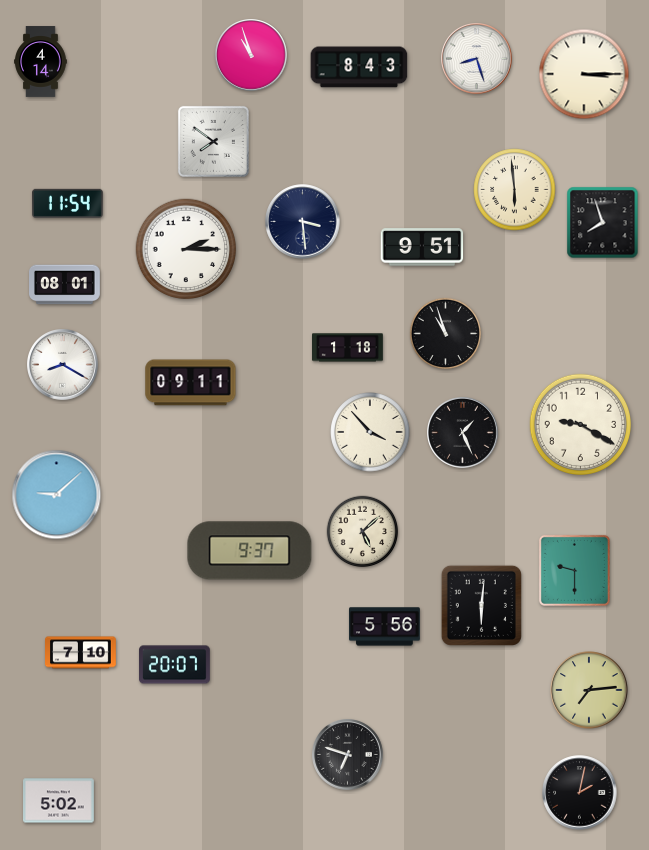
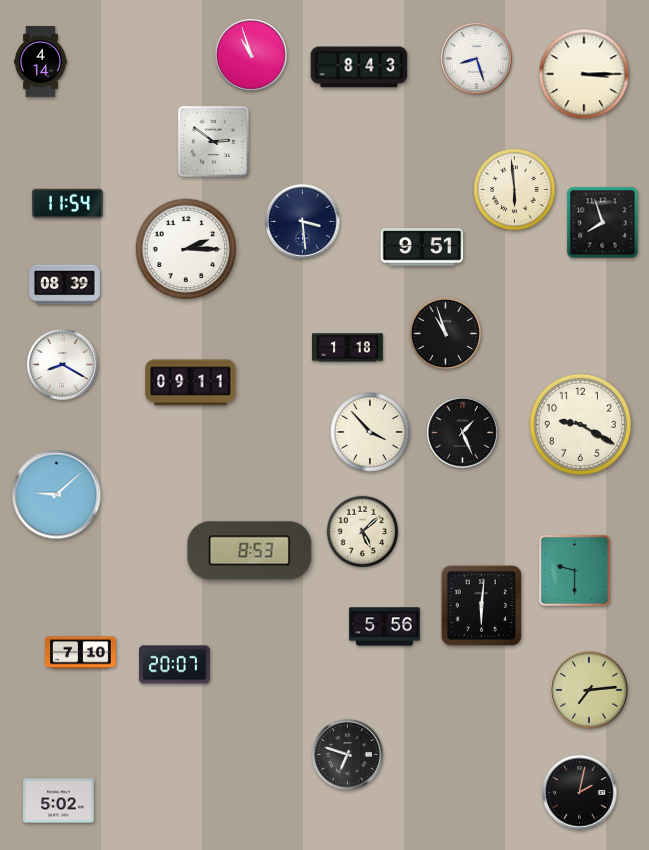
clock at (213, 141): 7:51 -> 2:51
clock at (65, 285): 08:01 -> 08:39
clock at (250, 551): 9:37 -> 8:53
